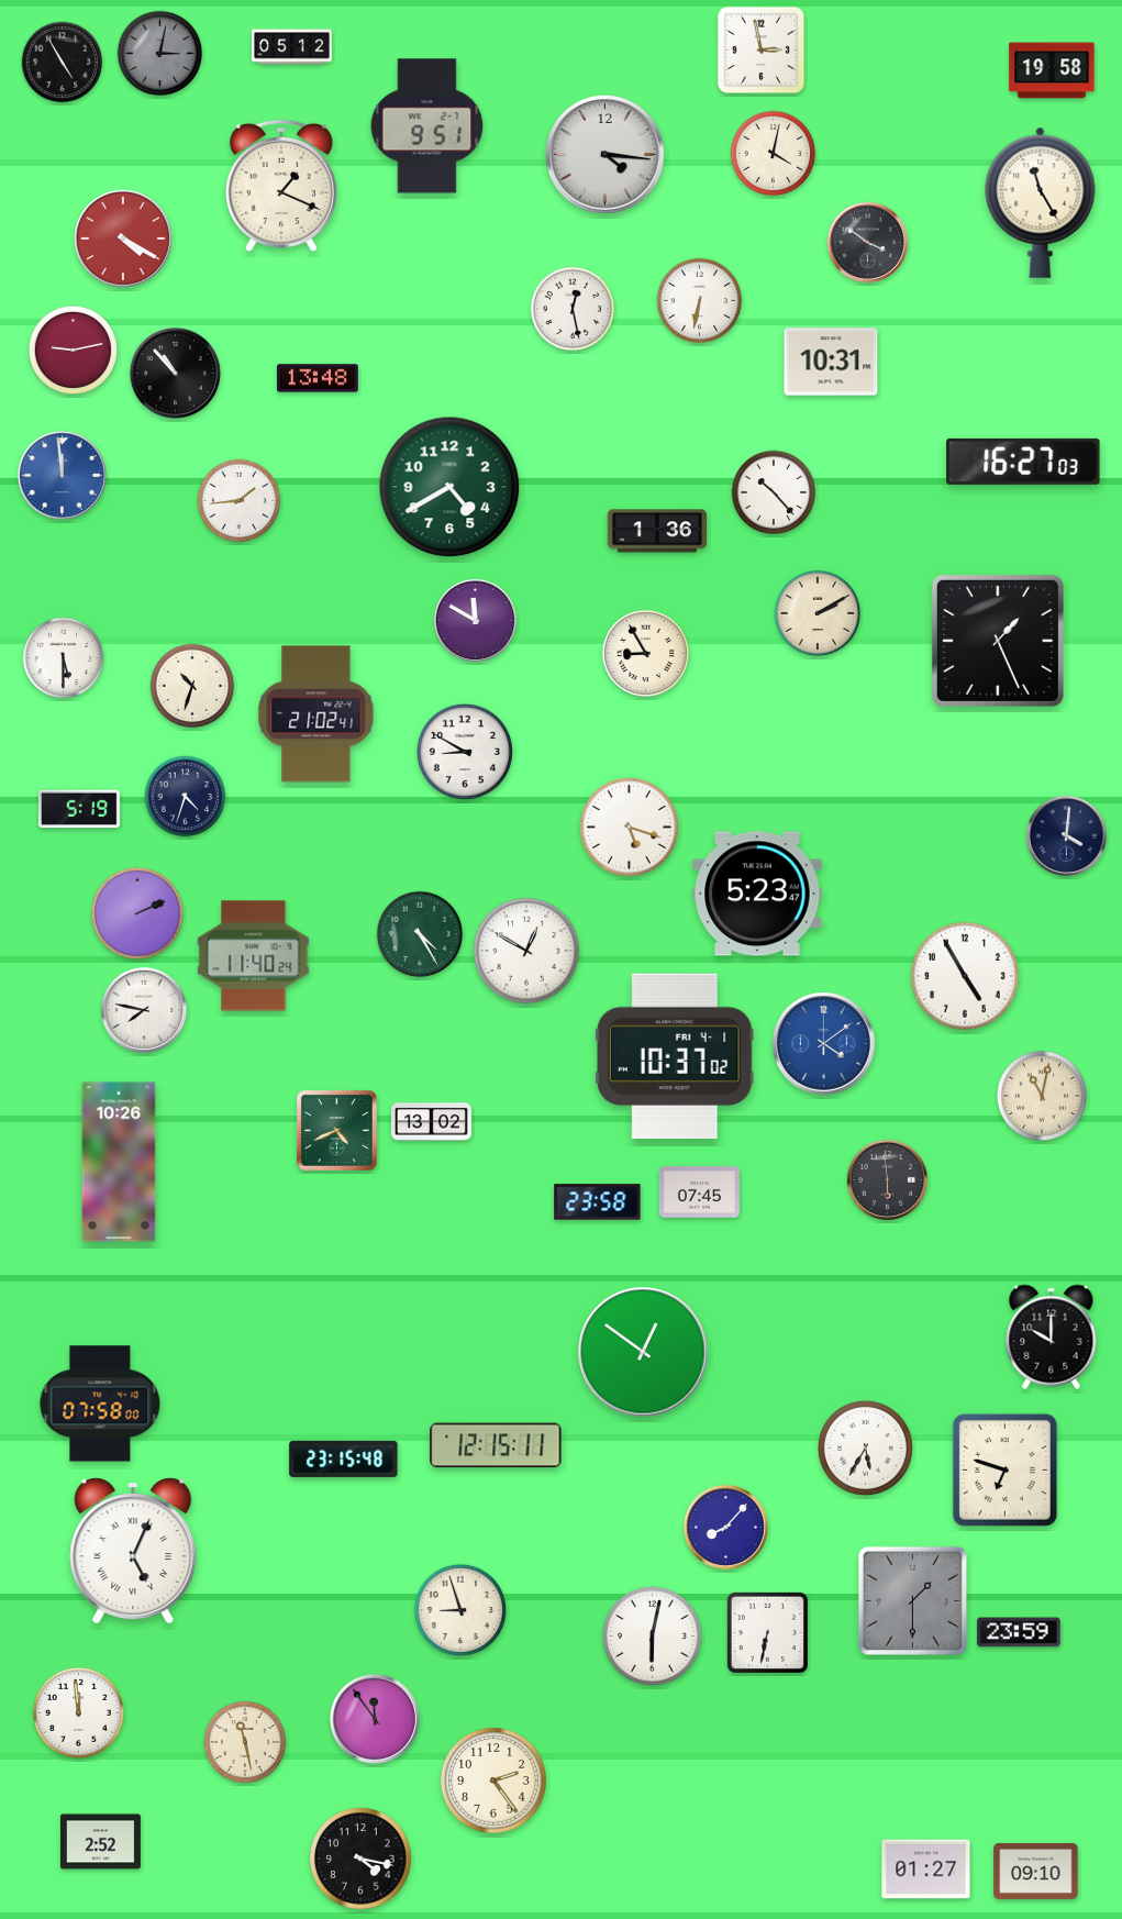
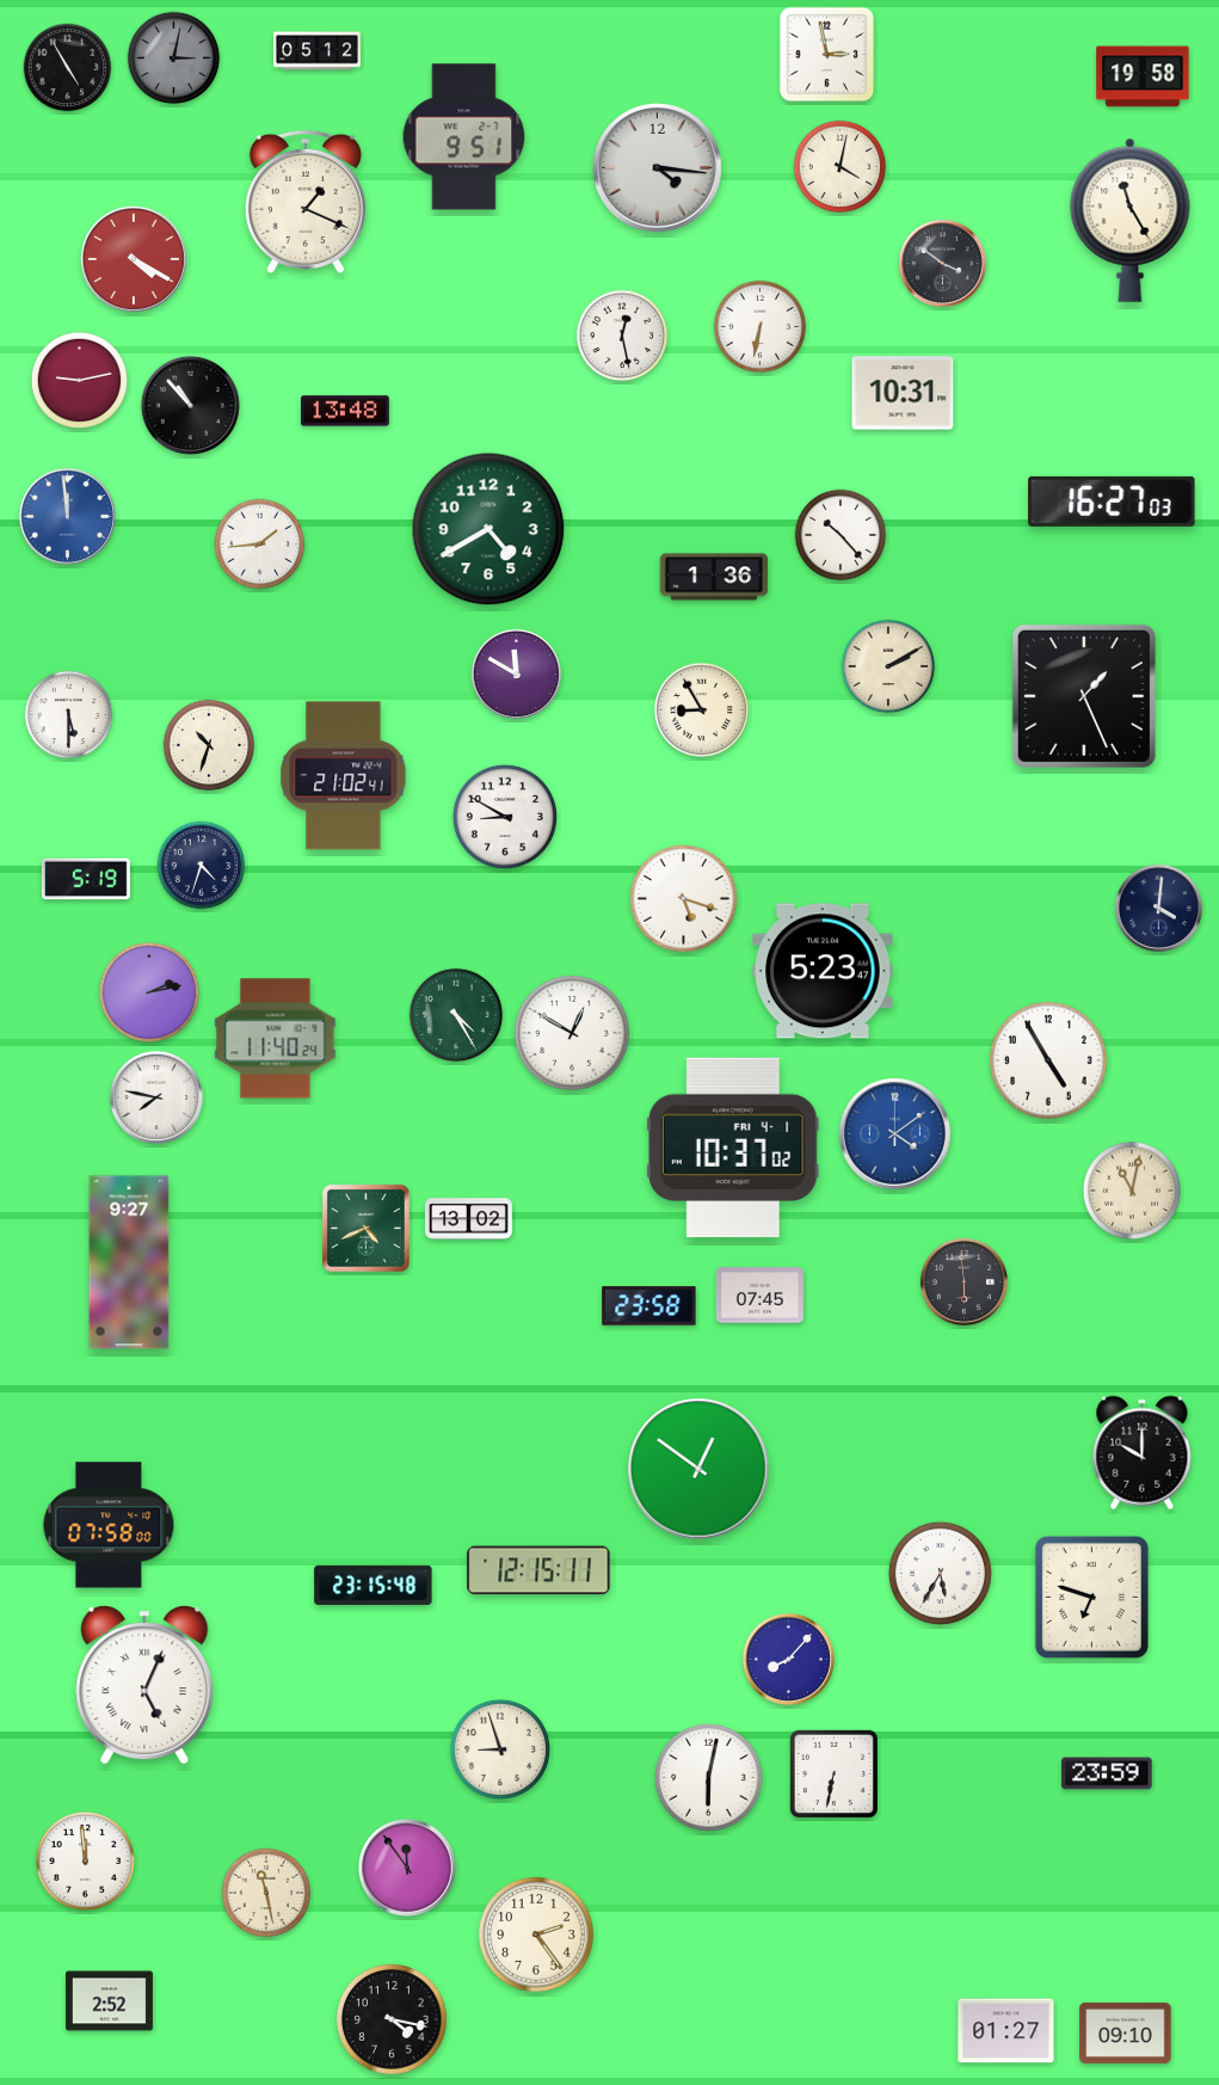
clock at (137, 913): 2:11 -> 2:13
clock at (119, 1162): 10:26 -> 9:27
clock at (912, 1600): 1:30 -> none
